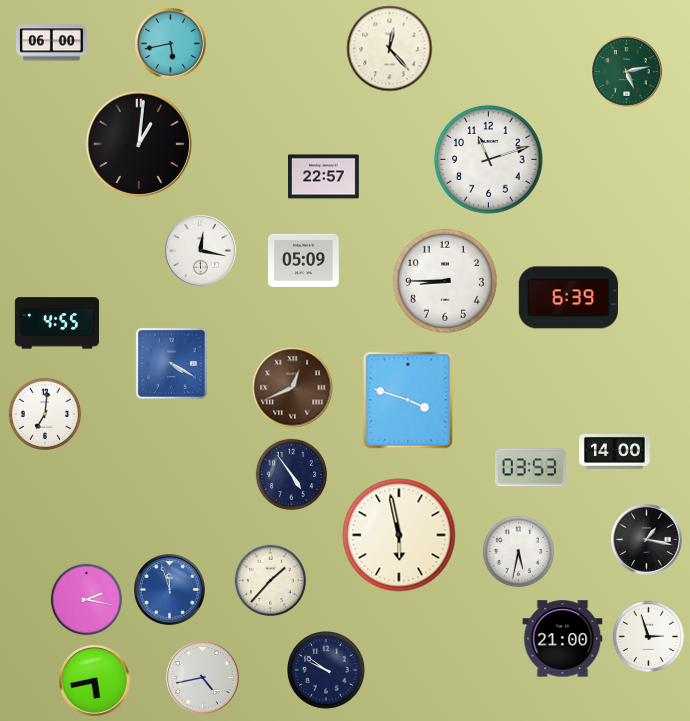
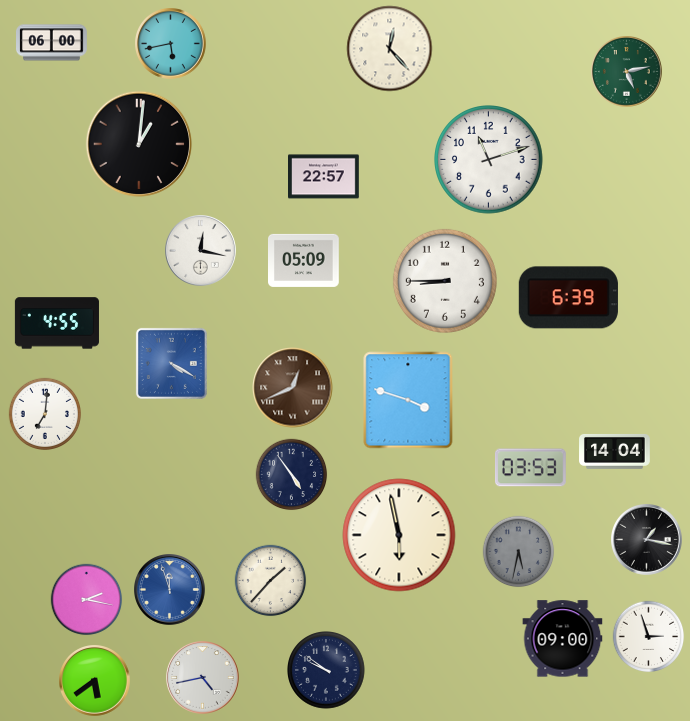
clock at (615, 451): 14:00 -> 14:04
clock at (519, 552) dial: white -> grey
clock at (563, 639): 21:00 -> 09:00
clock at (95, 681): 5:43 -> 5:39
